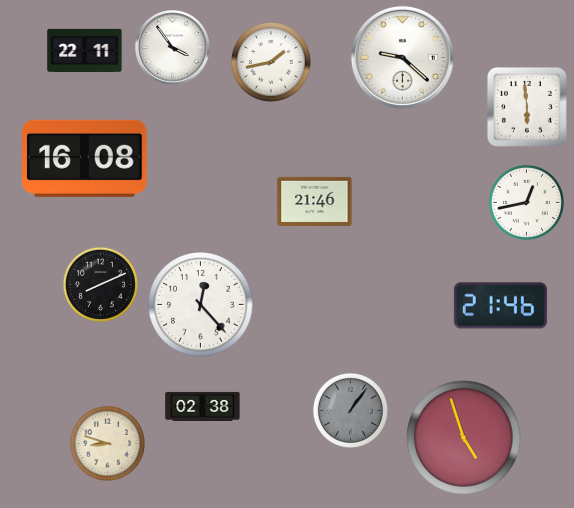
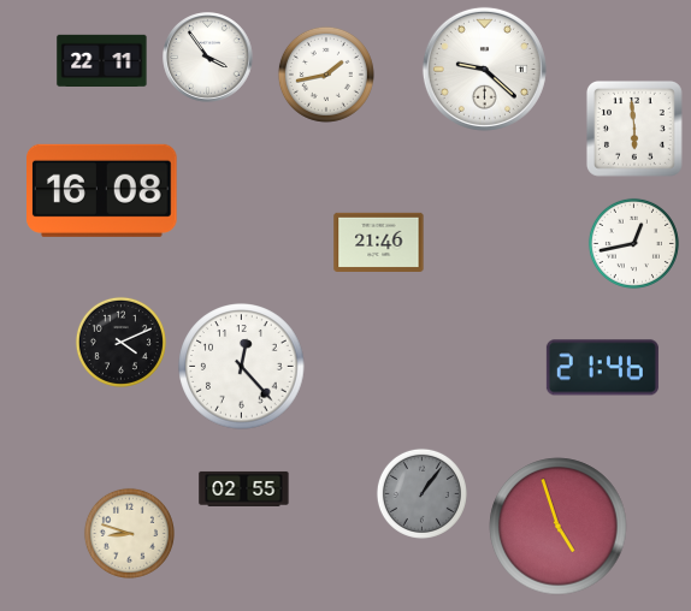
clock at (100, 284): 8:11 -> 4:11
clock at (203, 406): 02:38 -> 02:55
